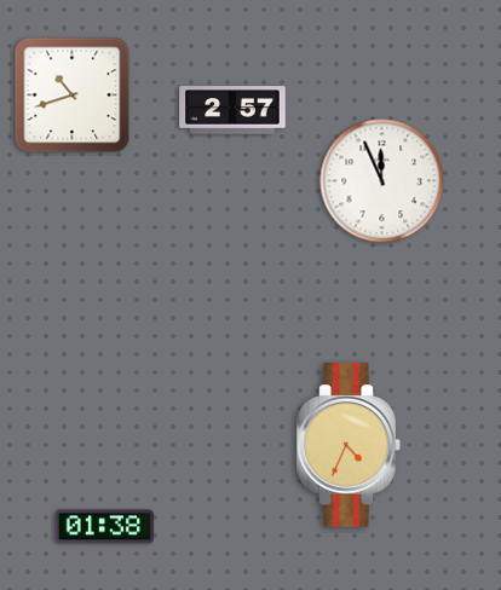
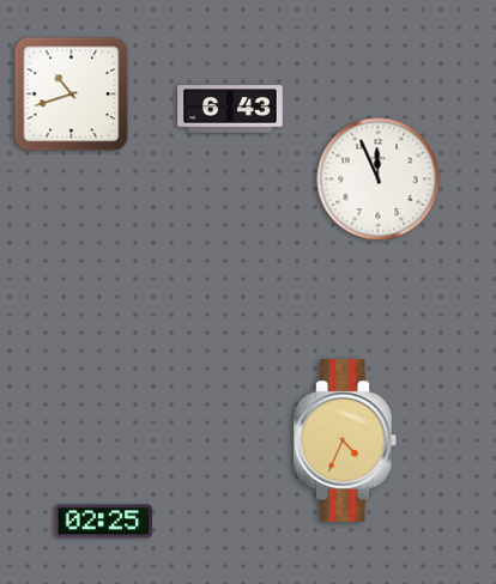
clock at (232, 110): 2:57 -> 6:43
clock at (104, 527): 01:38 -> 02:25
